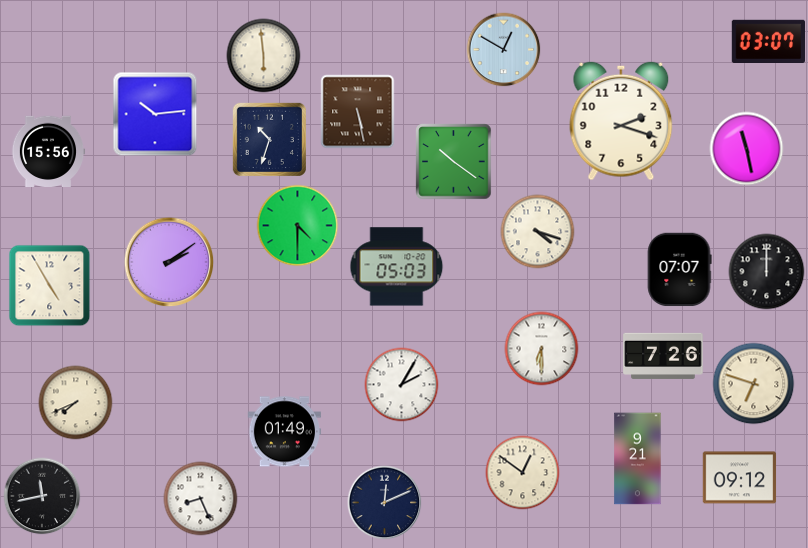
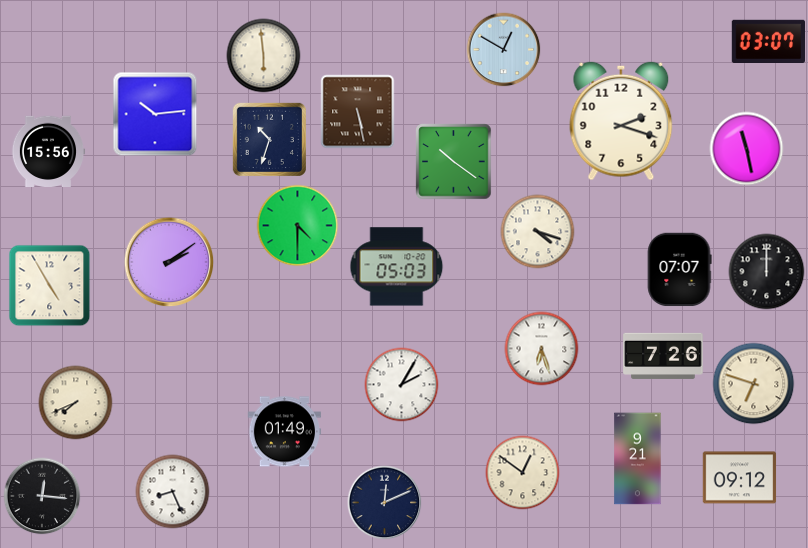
clock at (542, 349): 6:30 -> 6:27
clock at (42, 496): 11:43 -> 12:16
clock at (201, 499) position: (201, 499) -> (173, 492)
